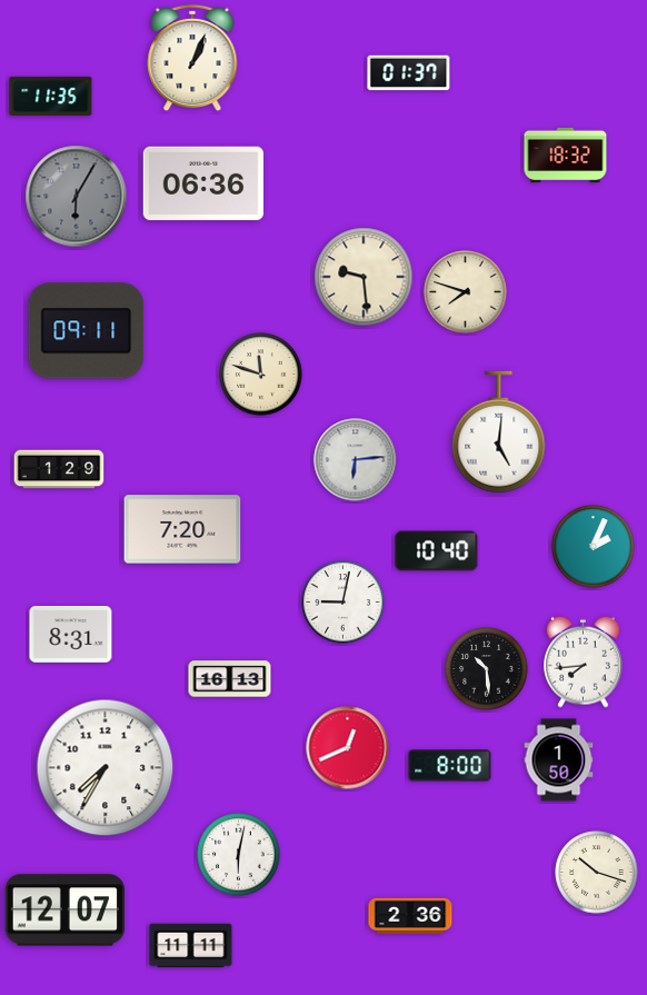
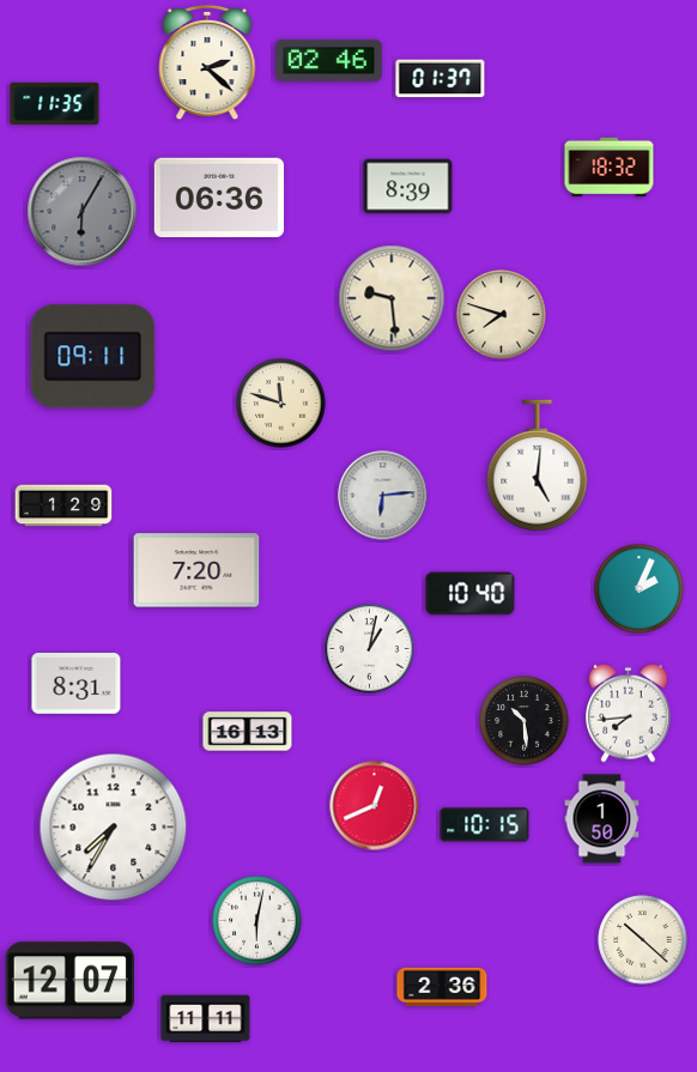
clock at (329, 60): none -> 02:46
clock at (192, 58): 1:04 -> 2:22
clock at (408, 187): none -> 8:39
clock at (344, 603): 9:02 -> 1:02
clock at (450, 766): 8:00 -> 10:15
clock at (597, 873): 10:18 -> 10:22
